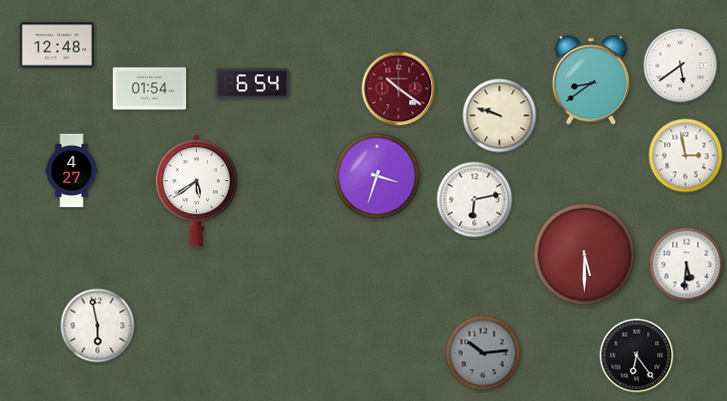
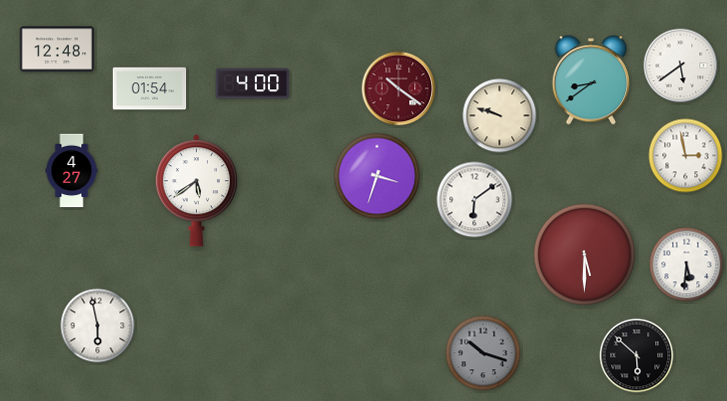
clock at (57, 45) position: (57, 45) -> (57, 49)
clock at (253, 84): 6:54 -> 4:00
clock at (475, 200): 6:13 -> 6:09
clock at (483, 353): 10:14 -> 10:18
clock at (637, 356): 6:24 -> 5:52
